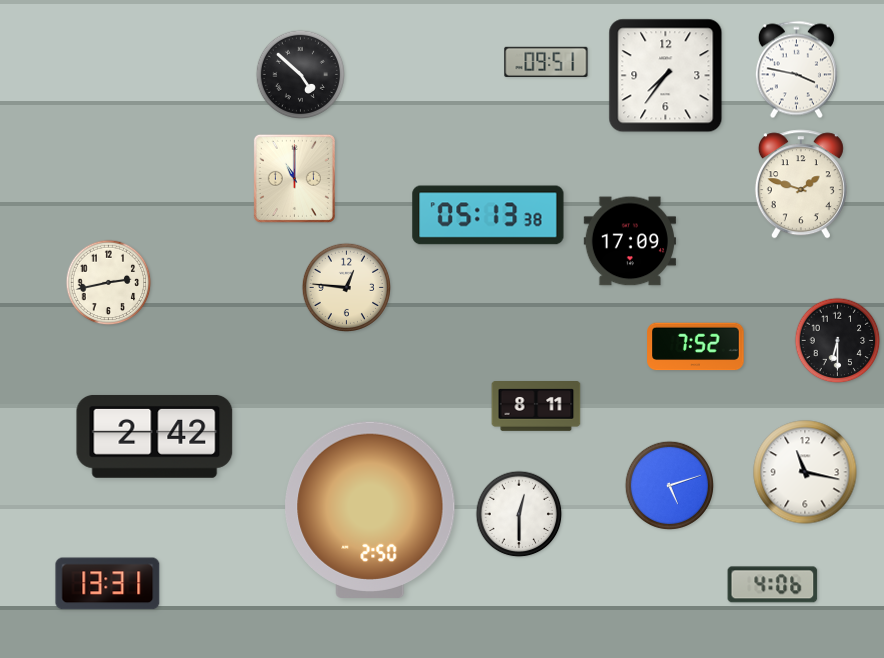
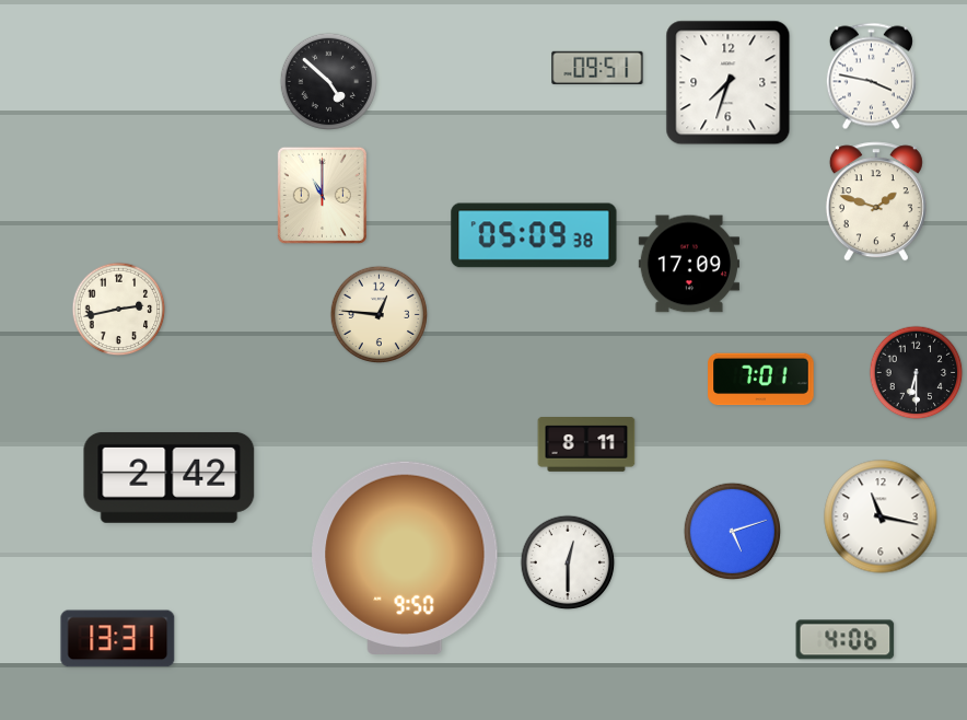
clock at (666, 76): 7:36 -> 7:33
clock at (488, 215): 05:13 -> 05:09
clock at (696, 347): 7:52 -> 7:01
clock at (370, 510): 2:50 -> 9:50
